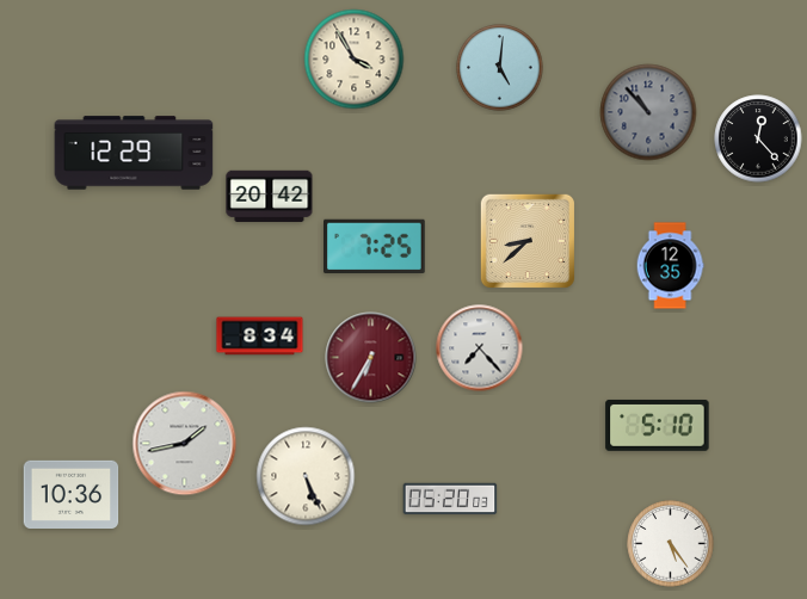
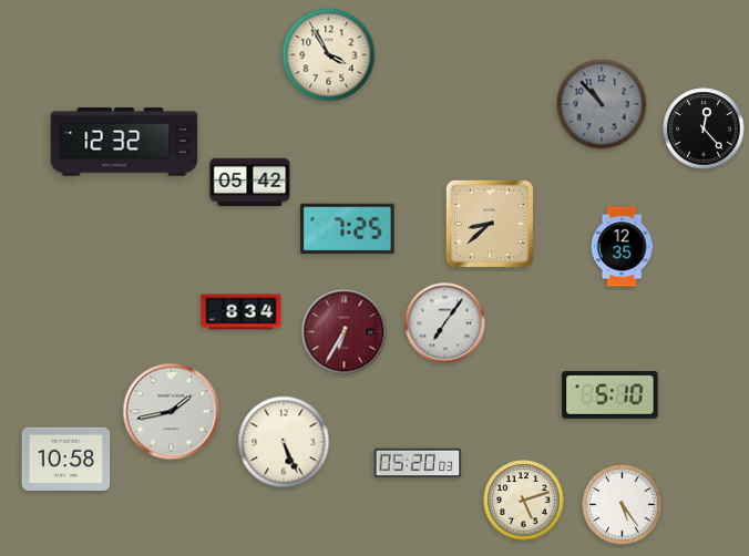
clock at (500, 68): 5:01 -> none
clock at (134, 153): 12:29 -> 12:32
clock at (270, 196): 20:42 -> 05:42
clock at (480, 348): 7:23 -> 7:06
clock at (72, 494): 10:36 -> 10:58
clock at (524, 501): none -> 5:12
